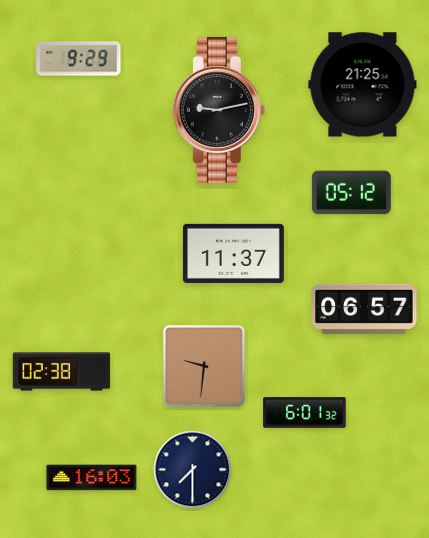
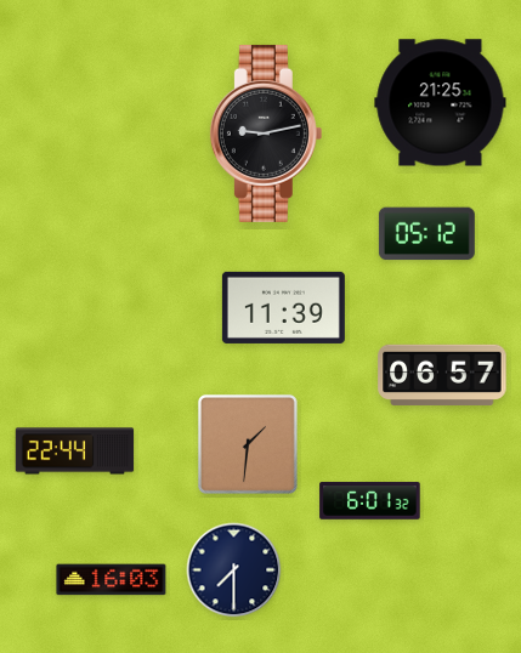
clock at (79, 59): 9:29 -> none
clock at (233, 253): 11:37 -> 11:39
clock at (204, 366): 9:31 -> 1:31
clock at (62, 372): 02:38 -> 22:44
